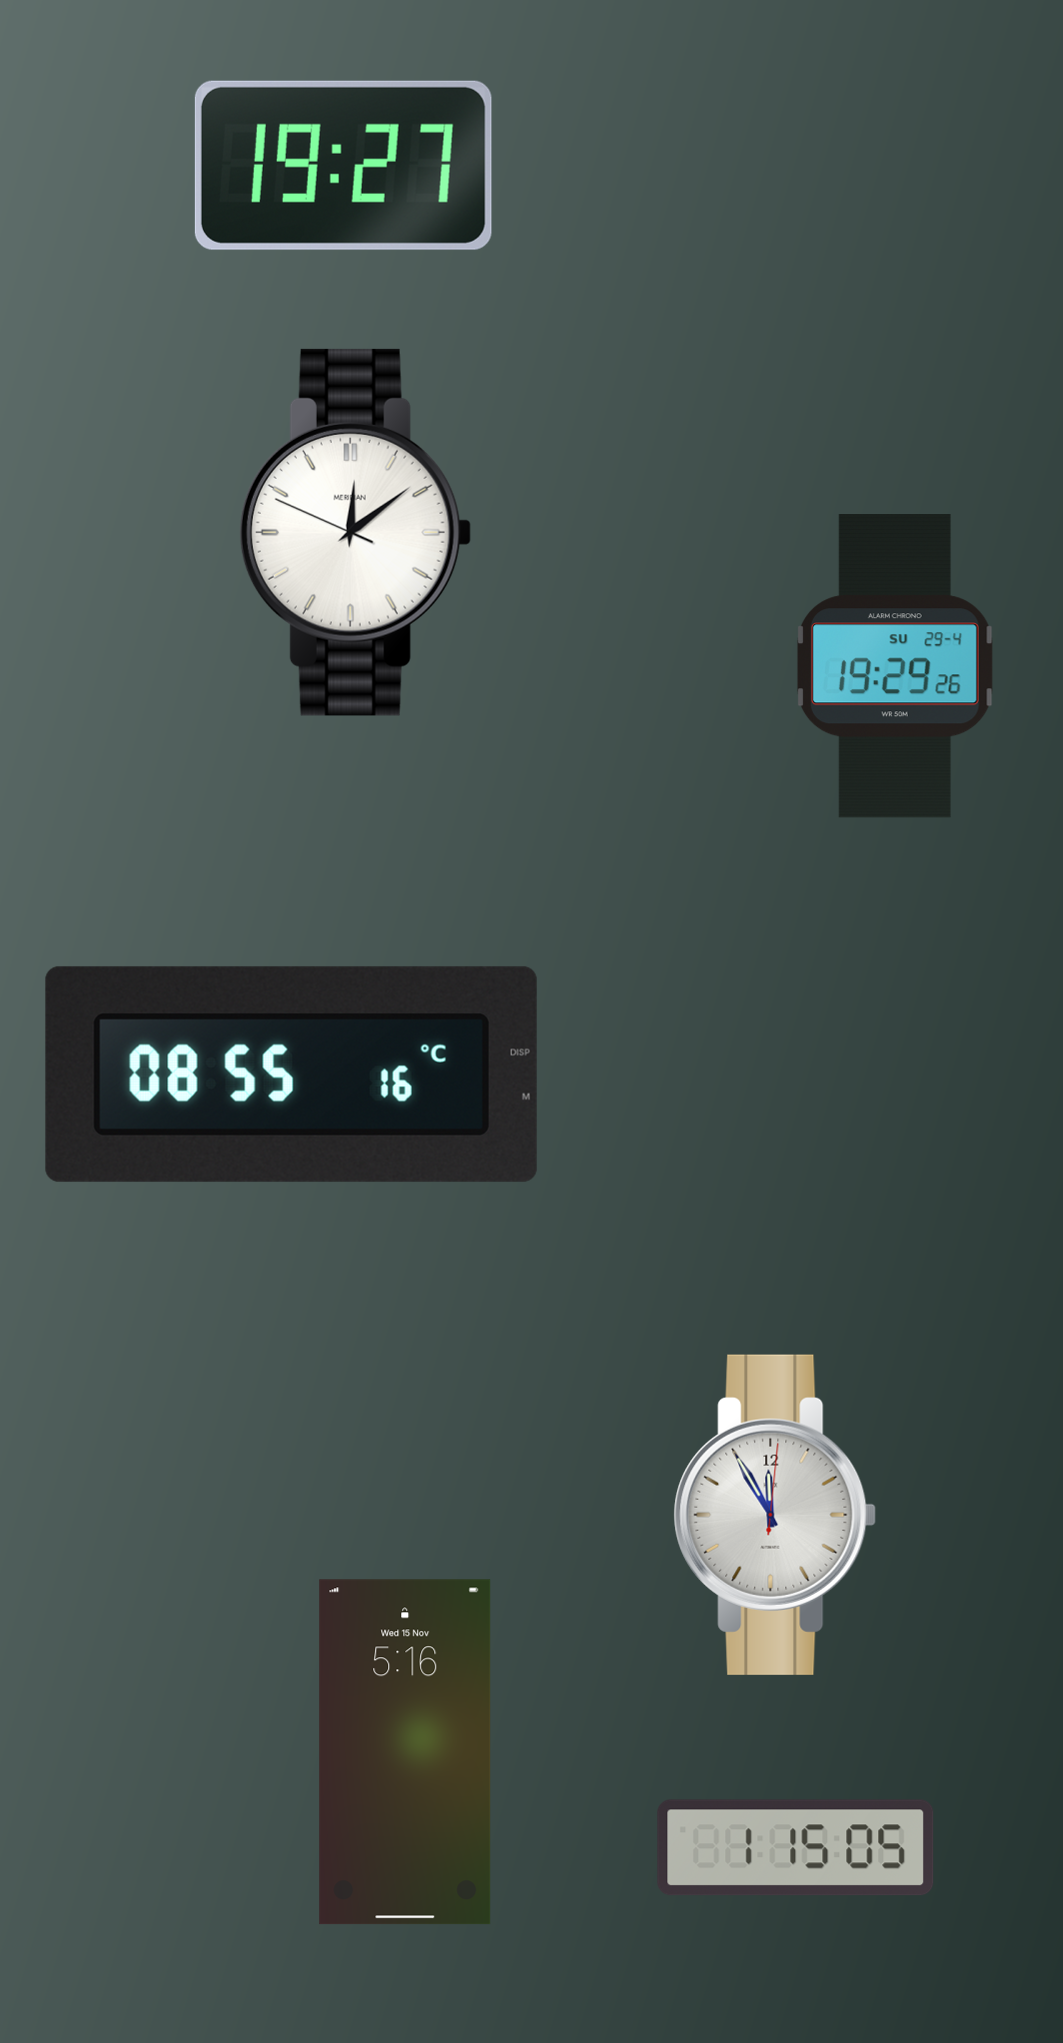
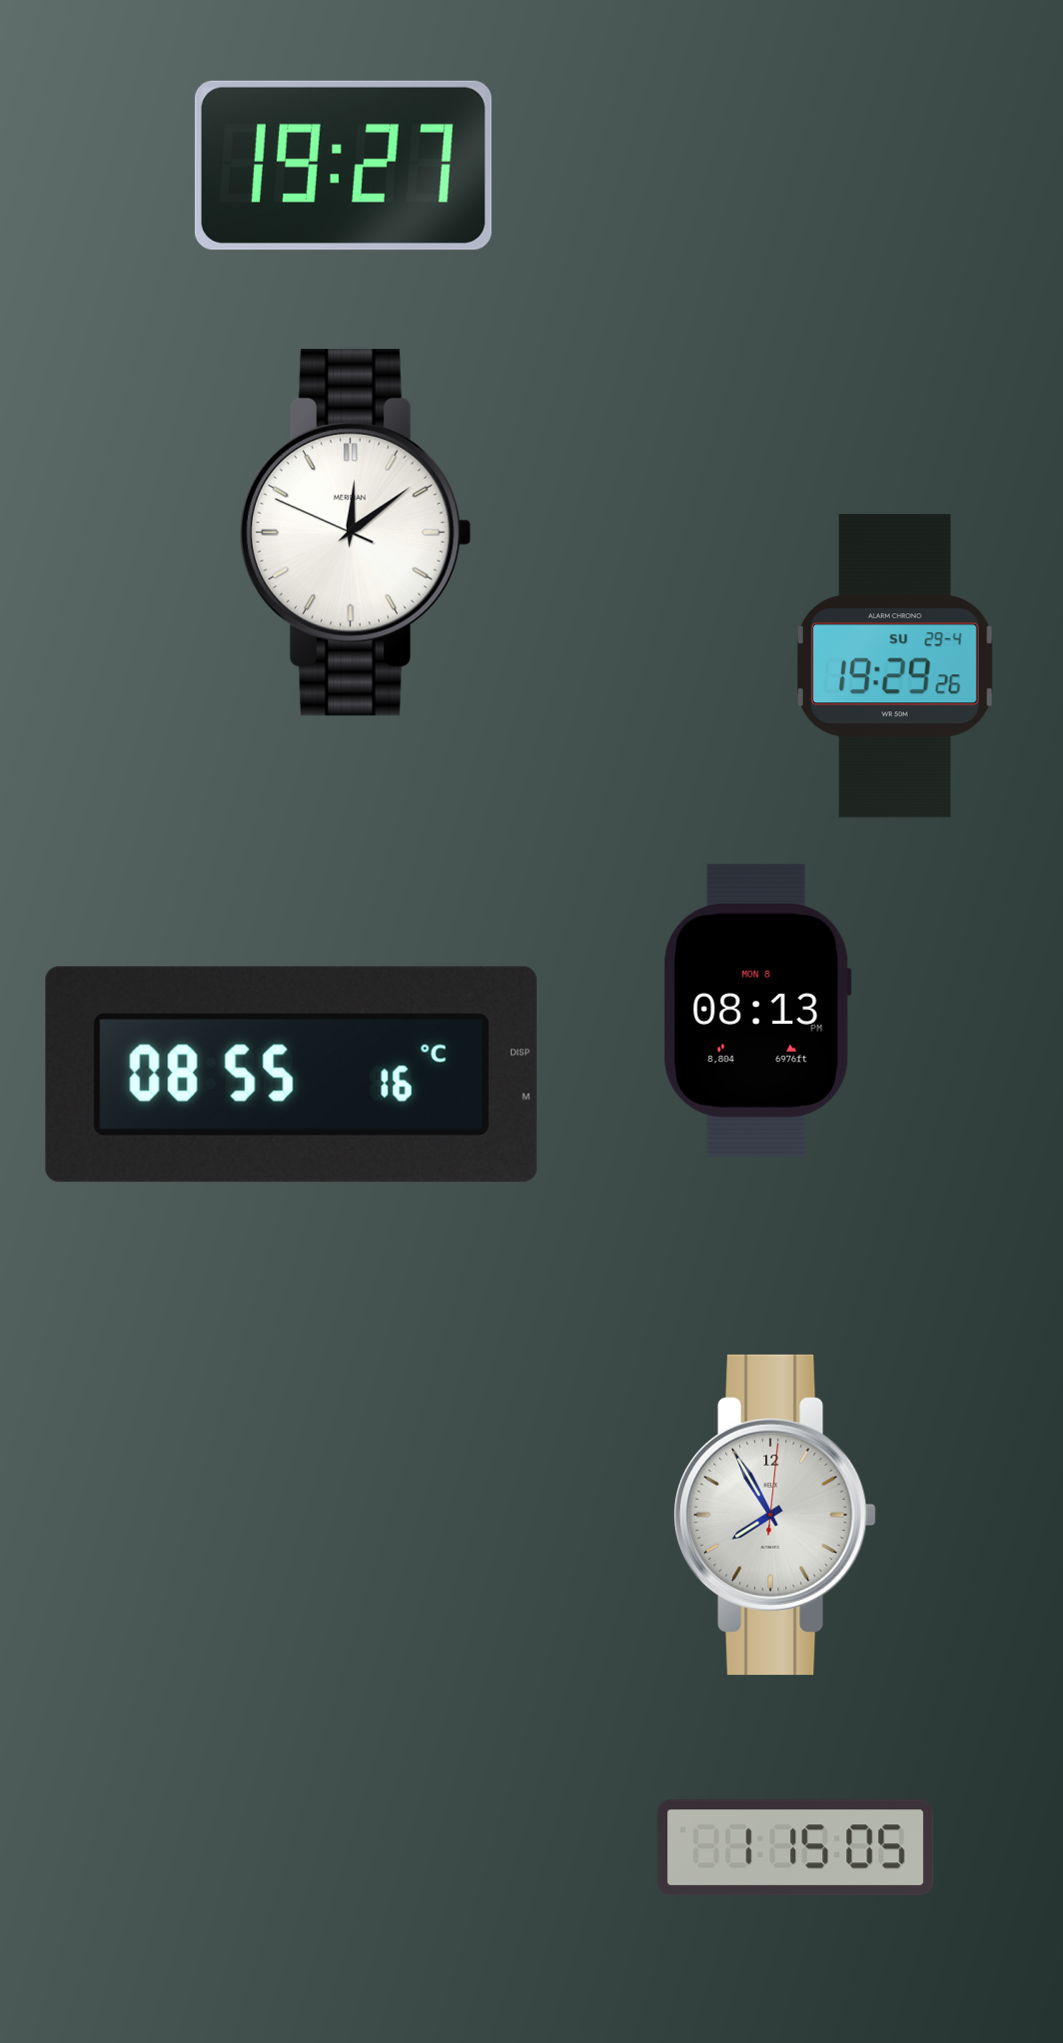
clock at (757, 1010): none -> 08:13
clock at (775, 1515): 11:55 -> 7:55
clock at (405, 1752): 5:16 -> none
